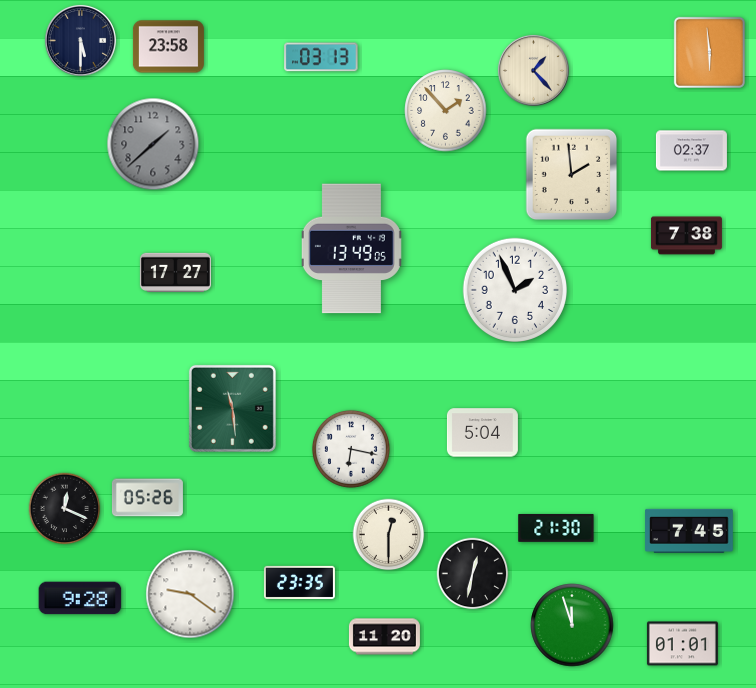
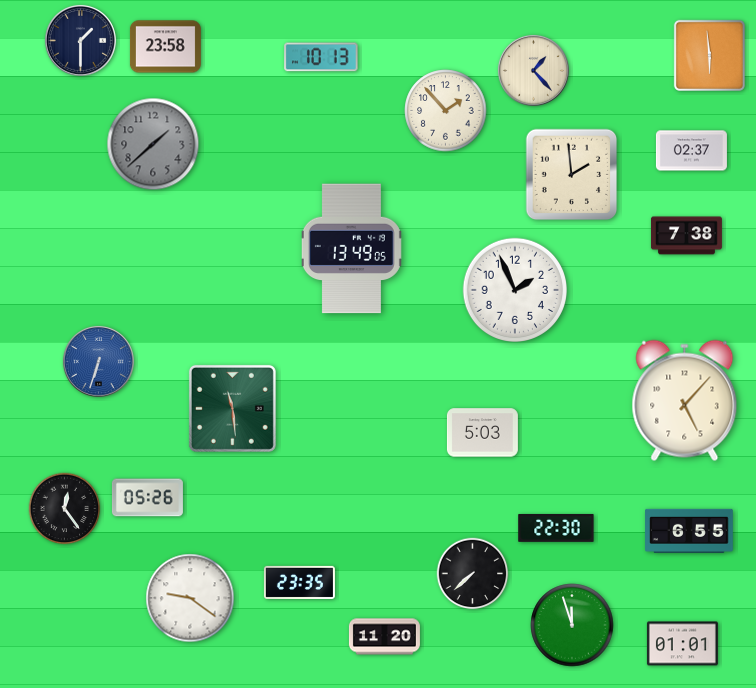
clock at (80, 40): 5:30 -> 1:30
clock at (168, 47) position: (168, 47) -> (165, 47)
clock at (709, 52) position: (709, 52) -> (709, 55)
clock at (321, 57): 03:13 -> 10:13
clock at (175, 272): 17:27 -> none
clock at (98, 361): none -> 6:33
clock at (685, 401): none -> 5:07
clock at (482, 433): 5:04 -> 5:03
clock at (351, 449): 6:17 -> none
clock at (65, 509): 12:19 -> 12:24
clock at (556, 528): 21:30 -> 22:30
clock at (689, 531): 7:45 -> 6:55
clock at (389, 535): 12:30 -> none
clock at (473, 574): 12:32 -> 7:38
clock at (190, 594) position: (190, 594) -> (190, 598)
clock at (80, 598): 9:28 -> none
